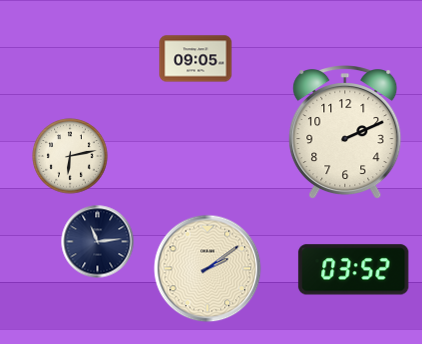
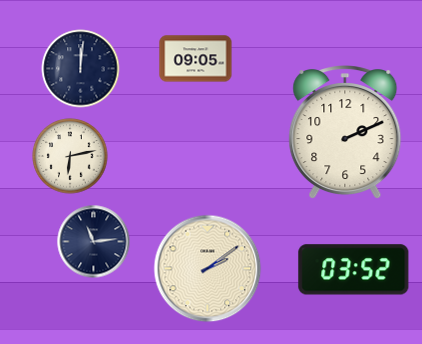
clock at (81, 69): none -> 12:01
clock at (98, 242) position: (98, 242) -> (94, 242)
